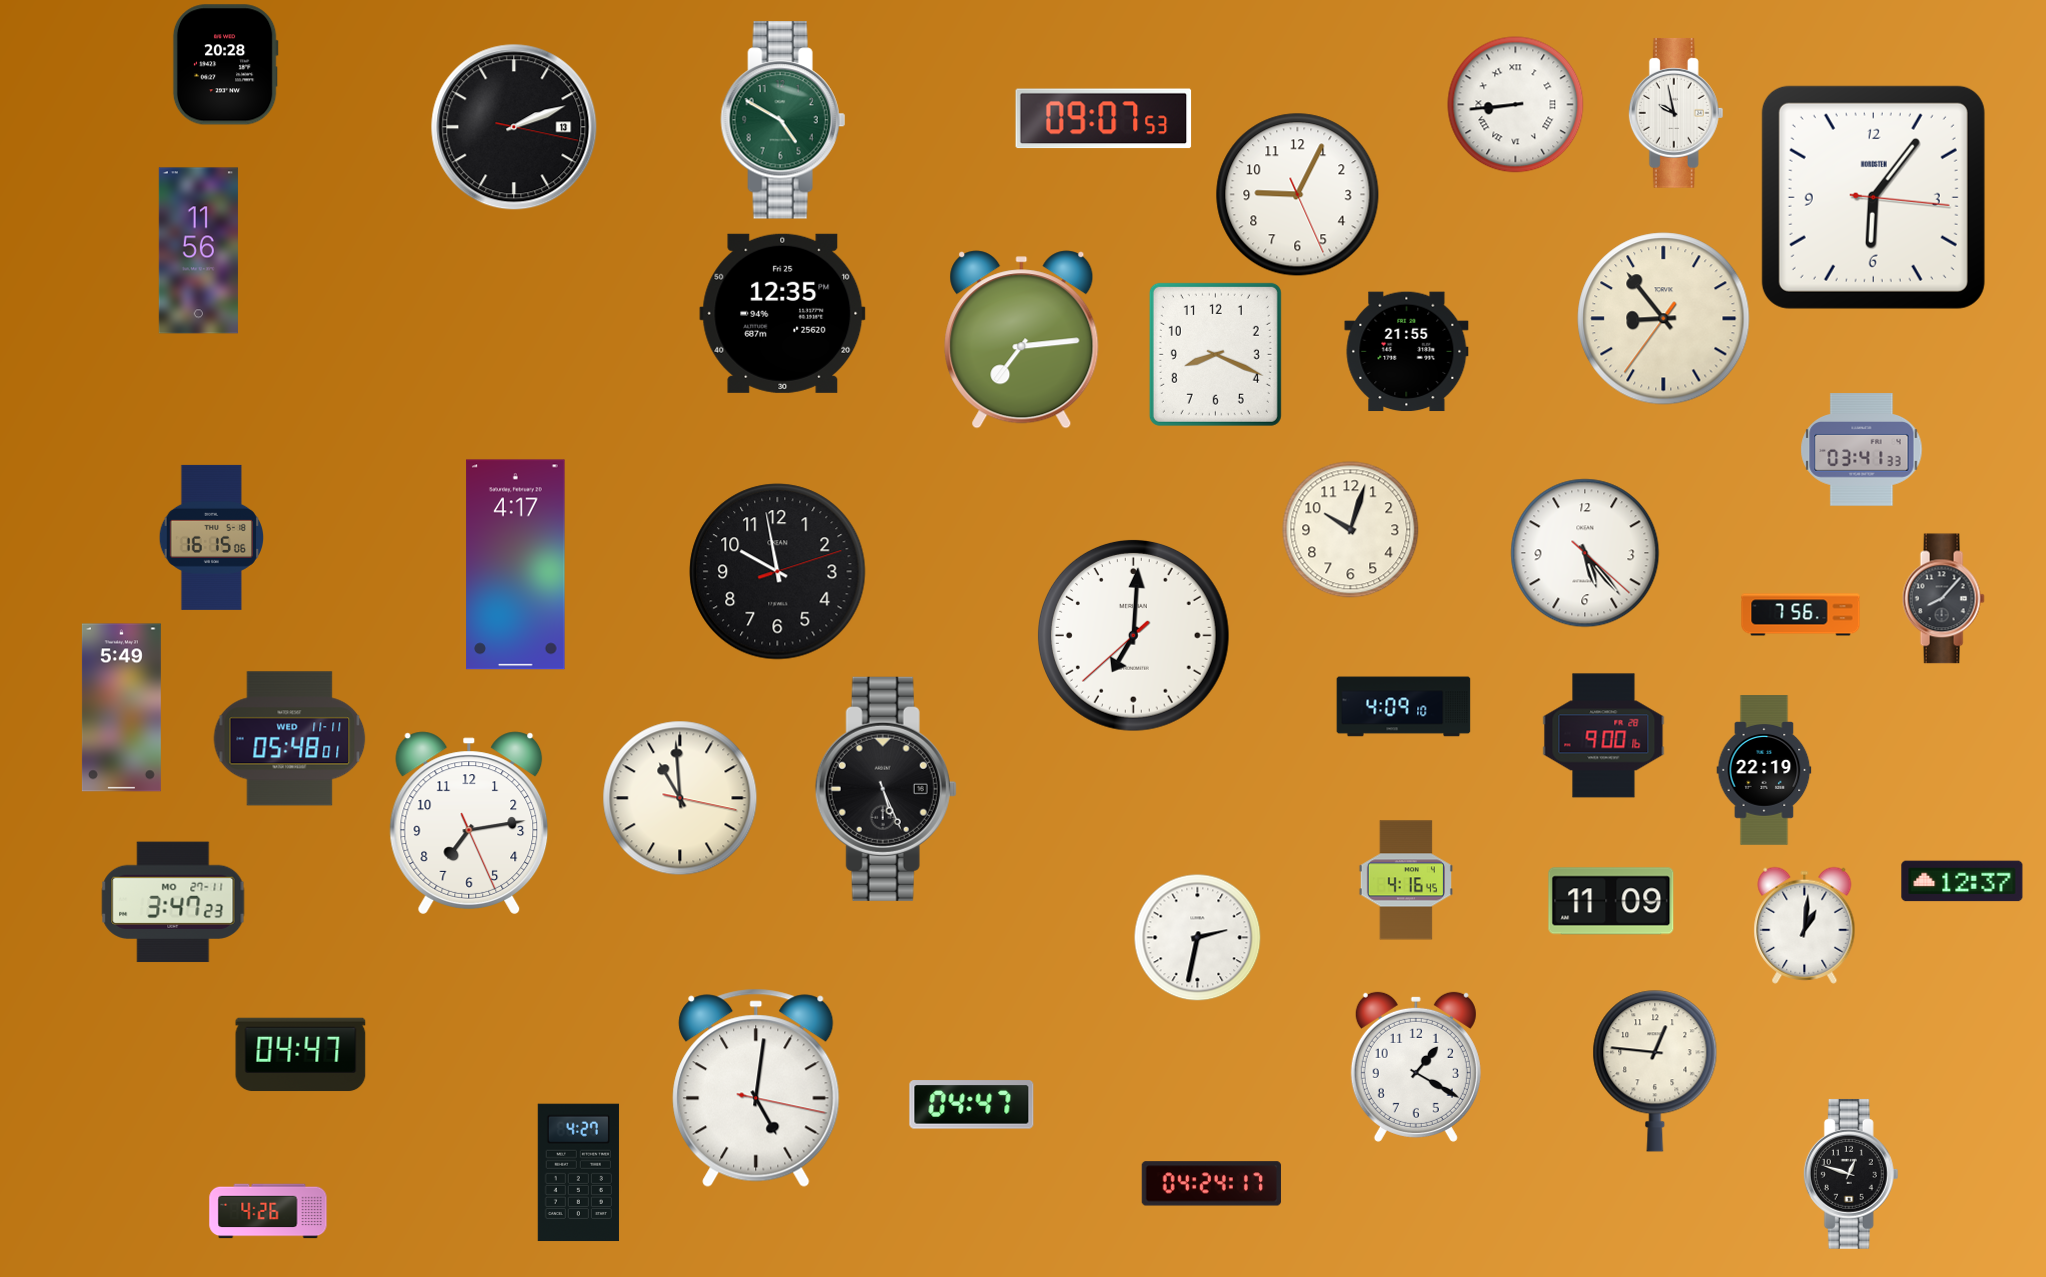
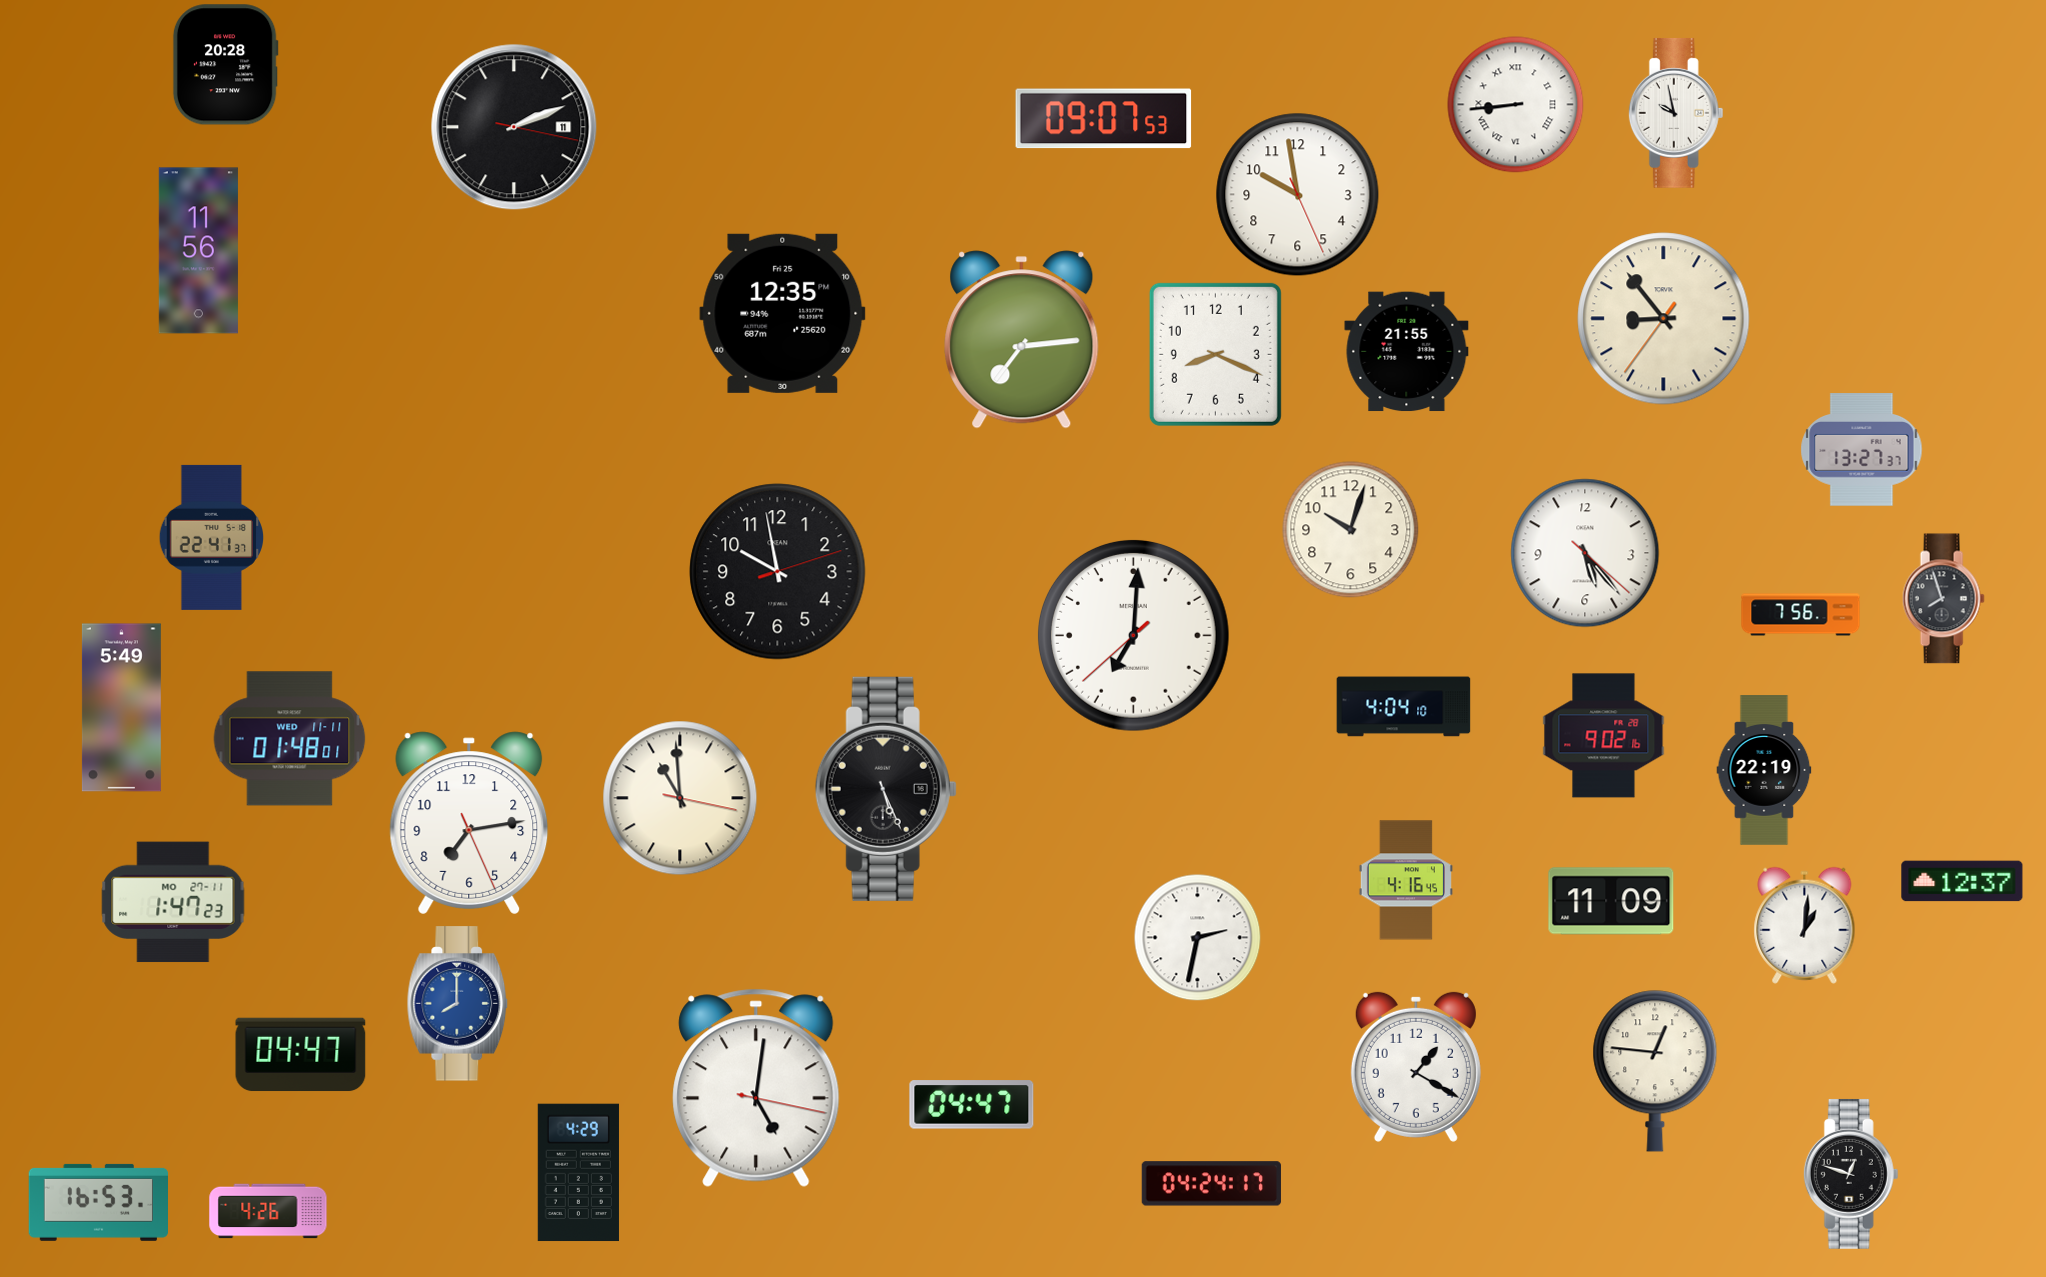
clock at (783, 120): 4:50 -> none
clock at (514, 127) date: 13 -> 11
clock at (1298, 195): 9:04 -> 9:58
clock at (1873, 197): 6:06 -> none
clock at (1862, 450): 03:41 -> 13:27
clock at (211, 537): 16:15 -> 22:41
clock at (516, 565): 4:17 -> none
clock at (1943, 599): 8:07 -> 7:57
clock at (1404, 707): 4:09 -> 4:04
clock at (1604, 736): 9:00 -> 9:02
clock at (290, 739): 05:48 -> 01:48
clock at (173, 902): 3:47 -> 1:47
clock at (458, 1004): none -> 8:00
clock at (578, 1173): 4:27 -> 4:29
clock at (98, 1202): none -> 16:53
